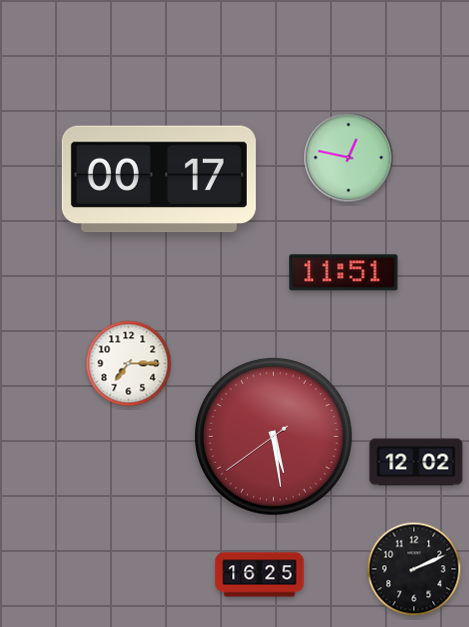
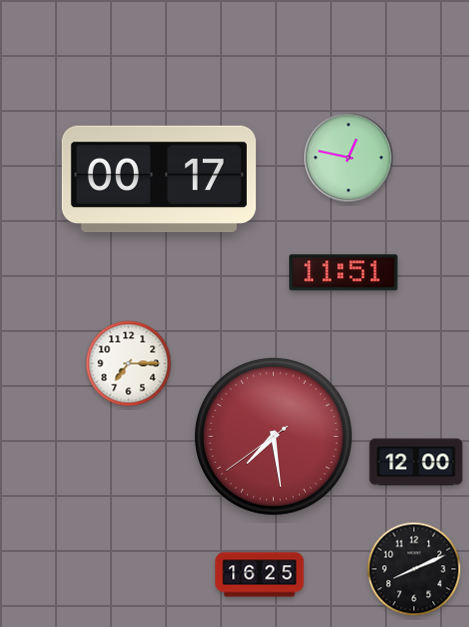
clock at (273, 436): 5:28 -> 7:28
clock at (416, 462): 12:02 -> 12:00
clock at (414, 569): 2:11 -> 8:11
